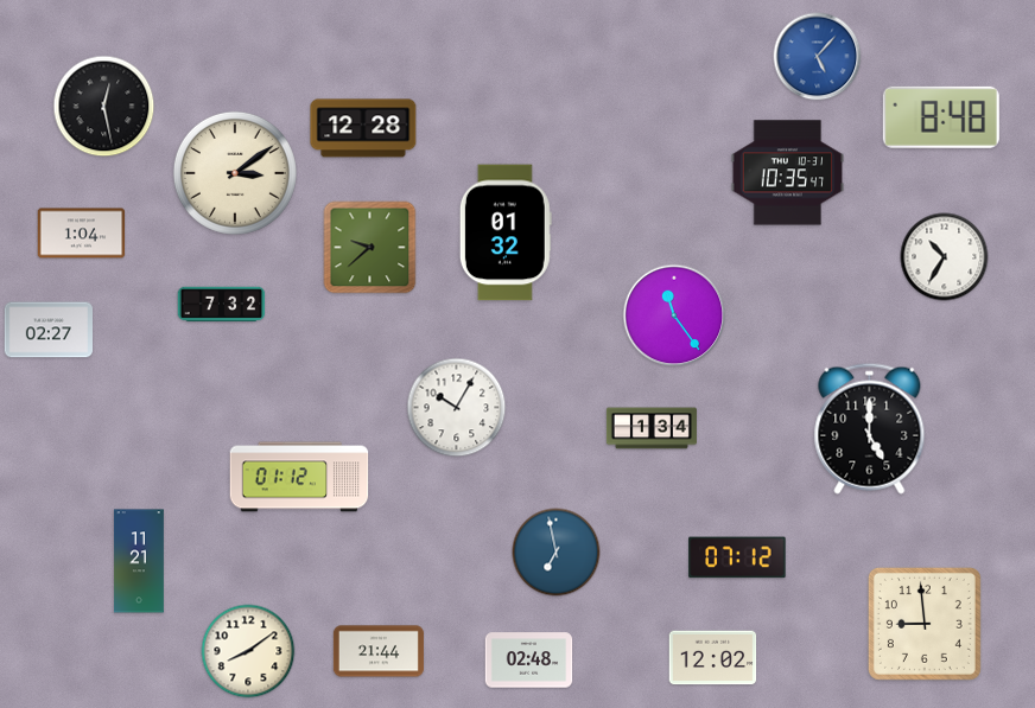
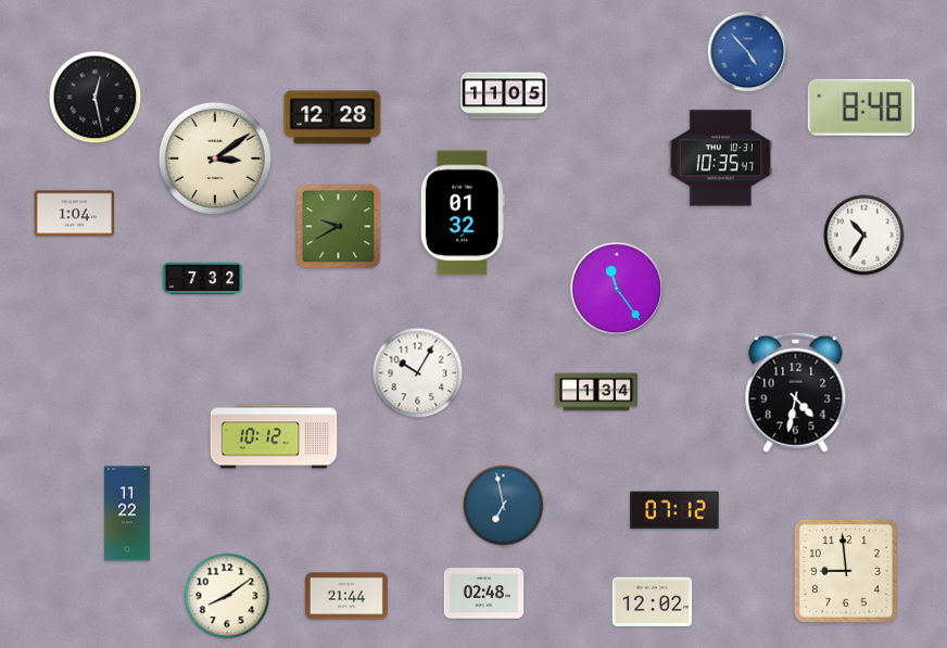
clock at (818, 57): 5:07 -> 4:53
clock at (504, 96): none -> 11:05
clock at (370, 248): 9:38 -> 9:40
clock at (49, 330): 02:27 -> none
clock at (870, 428): 5:00 -> 4:32
clock at (299, 477): 01:12 -> 10:12
clock at (557, 553) position: (557, 553) -> (504, 506)
clock at (139, 561): 11:21 -> 11:22
clock at (529, 661) position: (529, 661) -> (484, 594)
